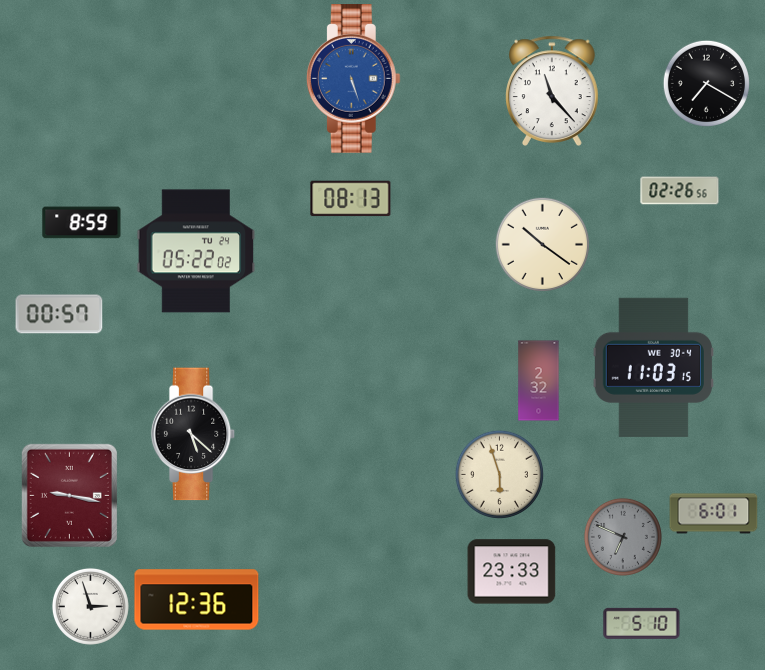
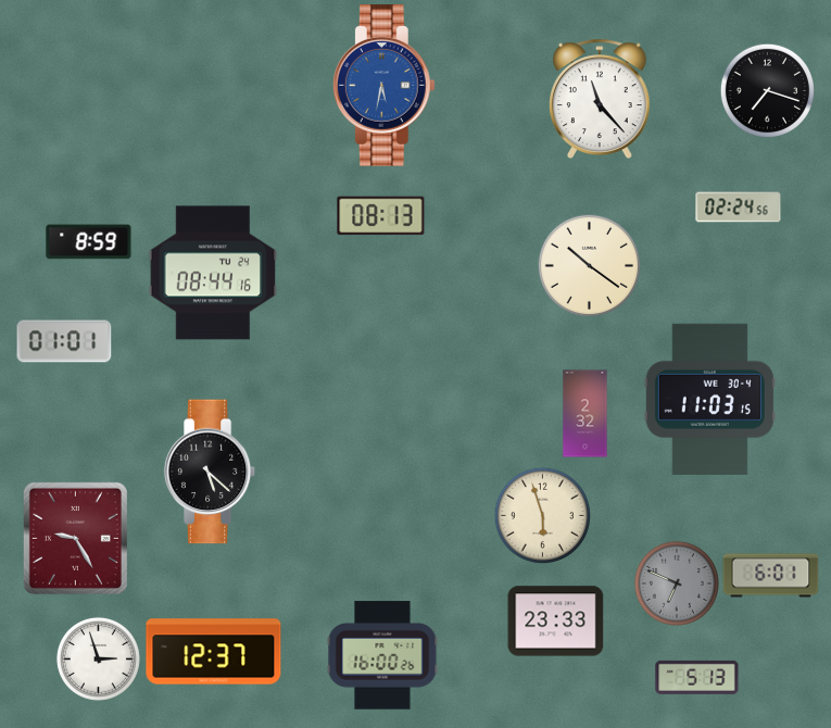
clock at (353, 79): 5:27 -> 5:32
clock at (706, 83): 7:20 -> 7:18
clock at (680, 191): 02:26 -> 02:24
clock at (196, 251): 05:22 -> 08:44
clock at (59, 314): 00:57 -> 01:01
clock at (69, 495): 9:17 -> 9:25
clock at (714, 514) position: (714, 514) -> (771, 576)
clock at (197, 600): 12:36 -> 12:37
clock at (382, 655): none -> 16:00
clock at (642, 623): 5:10 -> 5:13
